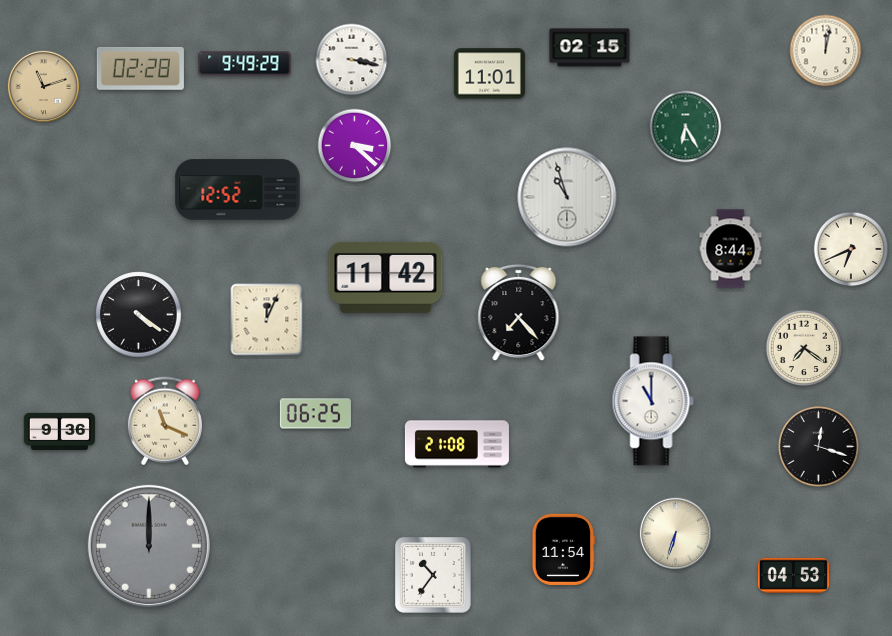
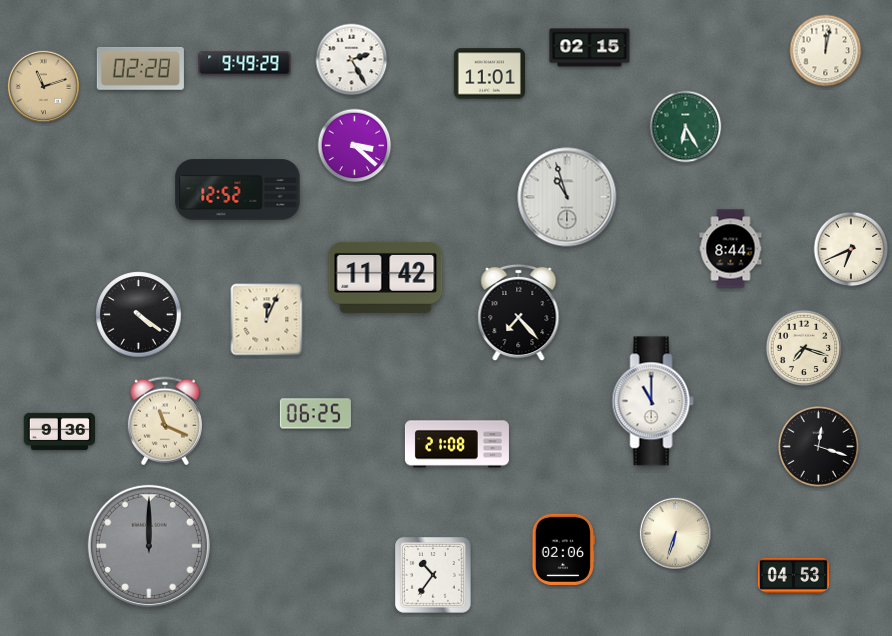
clock at (352, 60): 3:17 -> 2:25
clock at (804, 348): 7:21 -> 7:18
clock at (563, 549): 11:54 -> 02:06
